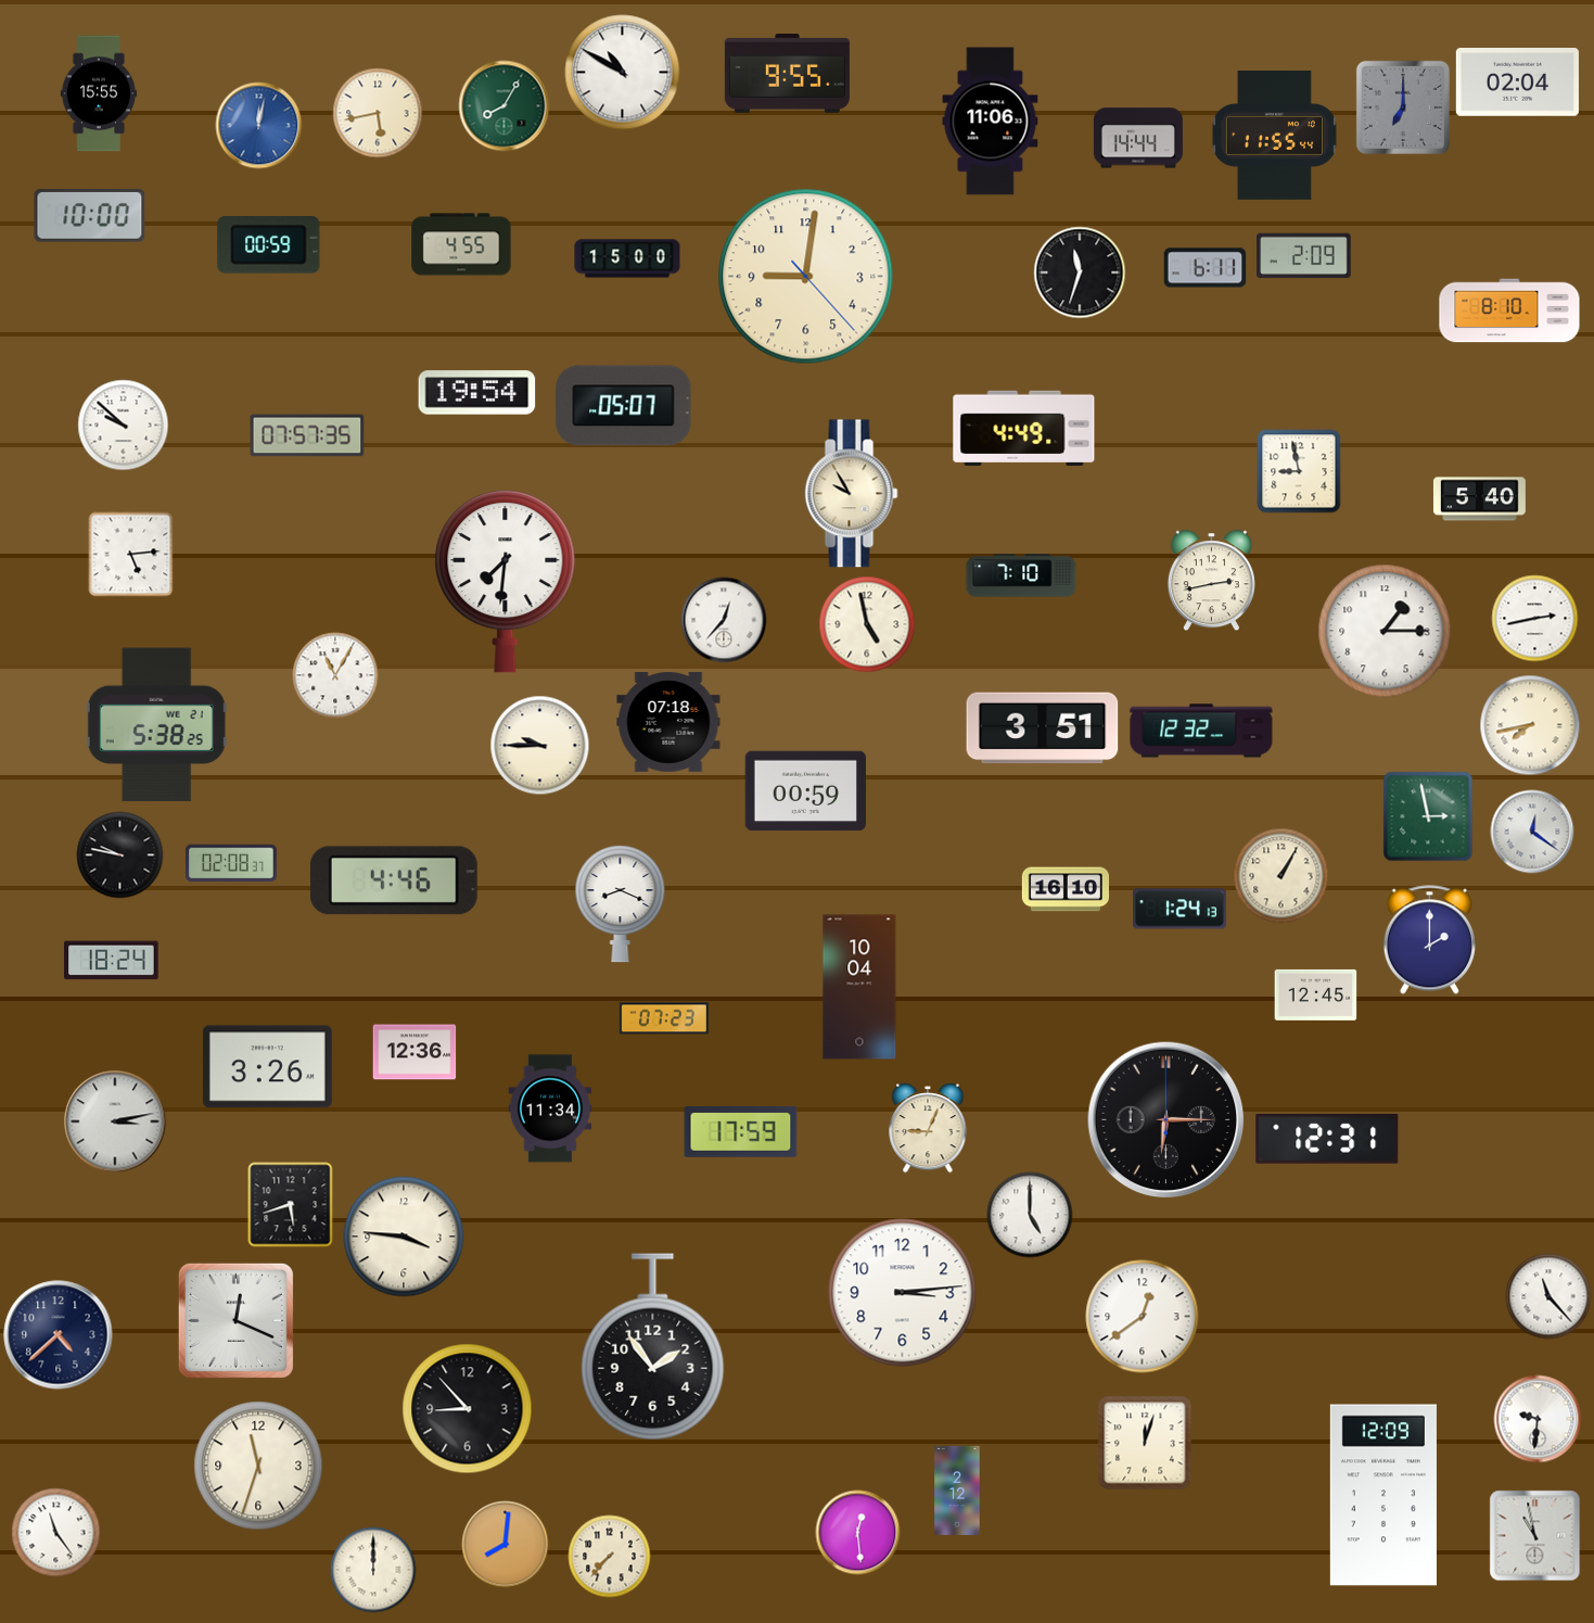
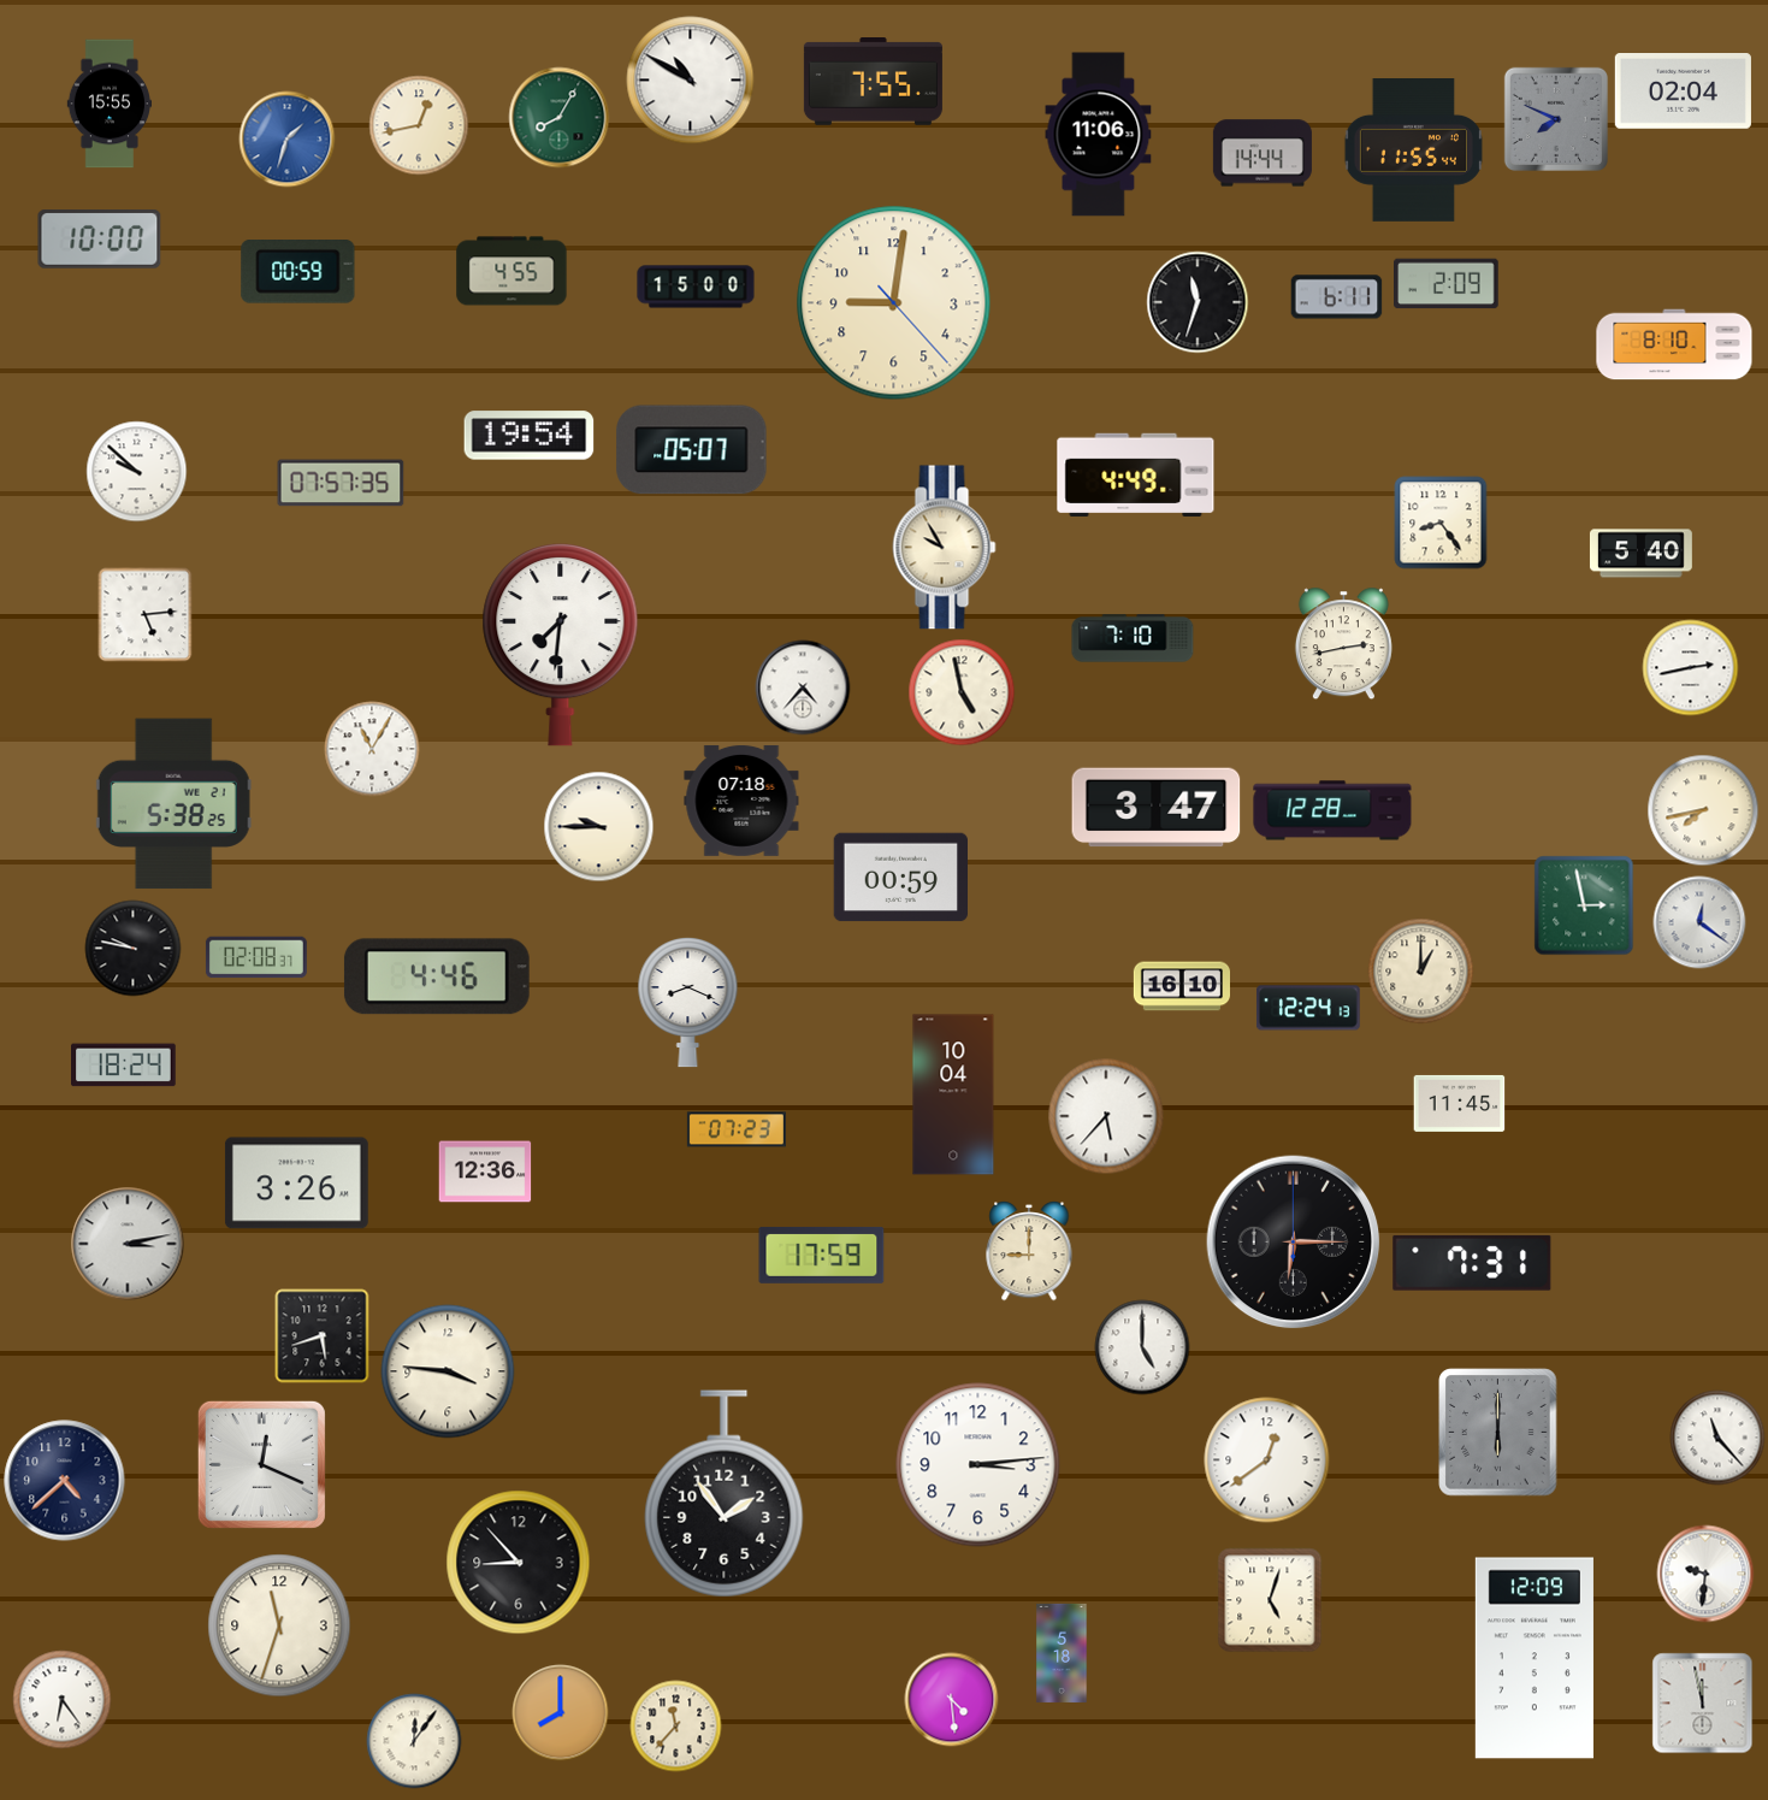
clock at (787, 74): 9:55 -> 7:55
clock at (1403, 107): 7:00 -> 7:49
clock at (378, 113): 5:43 -> 12:43
clock at (259, 126): 12:02 -> 1:33
clock at (806, 277) position: (806, 277) -> (894, 303)
clock at (1299, 471): 8:58 -> 8:24
clock at (1535, 619) position: (1535, 619) -> (1691, 668)
clock at (724, 620): 12:37 -> 4:37
clock at (1385, 631): 1:15 -> none
clock at (1530, 725) position: (1530, 725) -> (1703, 810)
clock at (1043, 728): 3:51 -> 3:47
clock at (1201, 731): 12:32 -> 12:28
clock at (805, 791) position: (805, 791) -> (900, 878)
clock at (1281, 876): 1:05 -> 1:00
clock at (1179, 909): 1:24 -> 12:24
clock at (1429, 940): 2:00 -> none
clock at (1316, 994): 12:45 -> 11:45
clock at (1106, 1116): none -> 5:37
clock at (415, 1052) position: (415, 1052) -> (485, 1172)
clock at (550, 1108): 11:34 -> none
clock at (928, 1129): 9:04 -> 9:00
clock at (1327, 1139): 12:31 -> 7:31
clock at (1498, 1433): none -> 6:00
clock at (903, 1293) position: (903, 1293) -> (978, 1465)
clock at (1145, 1443): 12:03 -> 5:03
clock at (258, 1466) position: (258, 1466) -> (279, 1625)
clock at (957, 1491): 2:12 -> 5:18
clock at (56, 1533): 11:24 -> 6:24
clock at (858, 1533): 12:29 -> 4:29
clock at (1535, 1536): 10:58 -> 11:58
clock at (506, 1545): 8:01 -> 8:00
clock at (610, 1557): 7:37 -> 11:37
clock at (373, 1570): 12:00 -> 12:06
